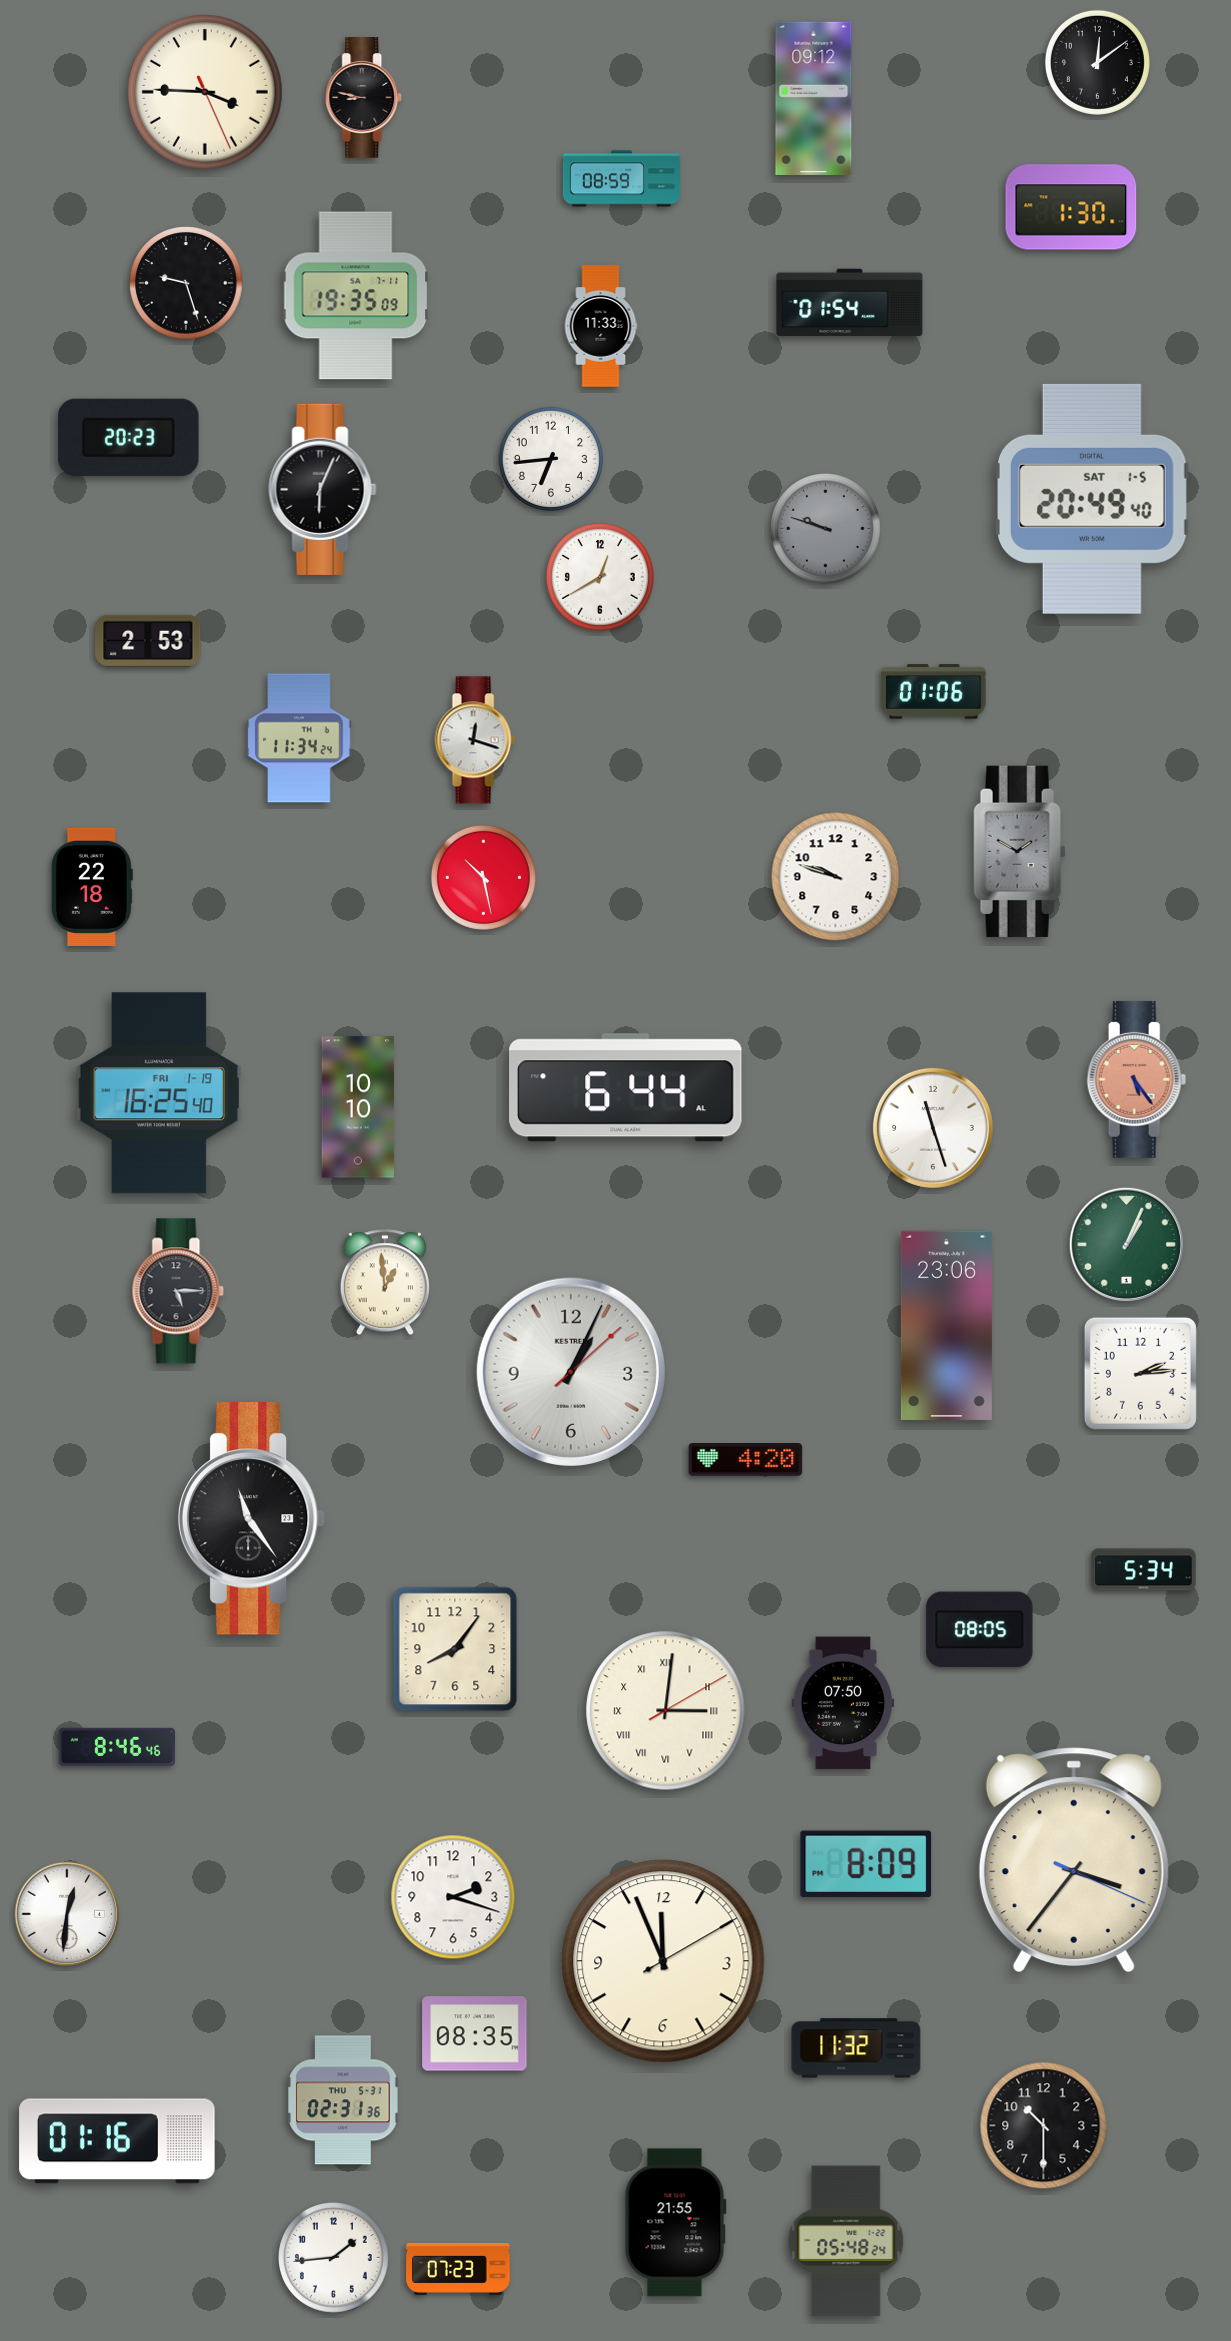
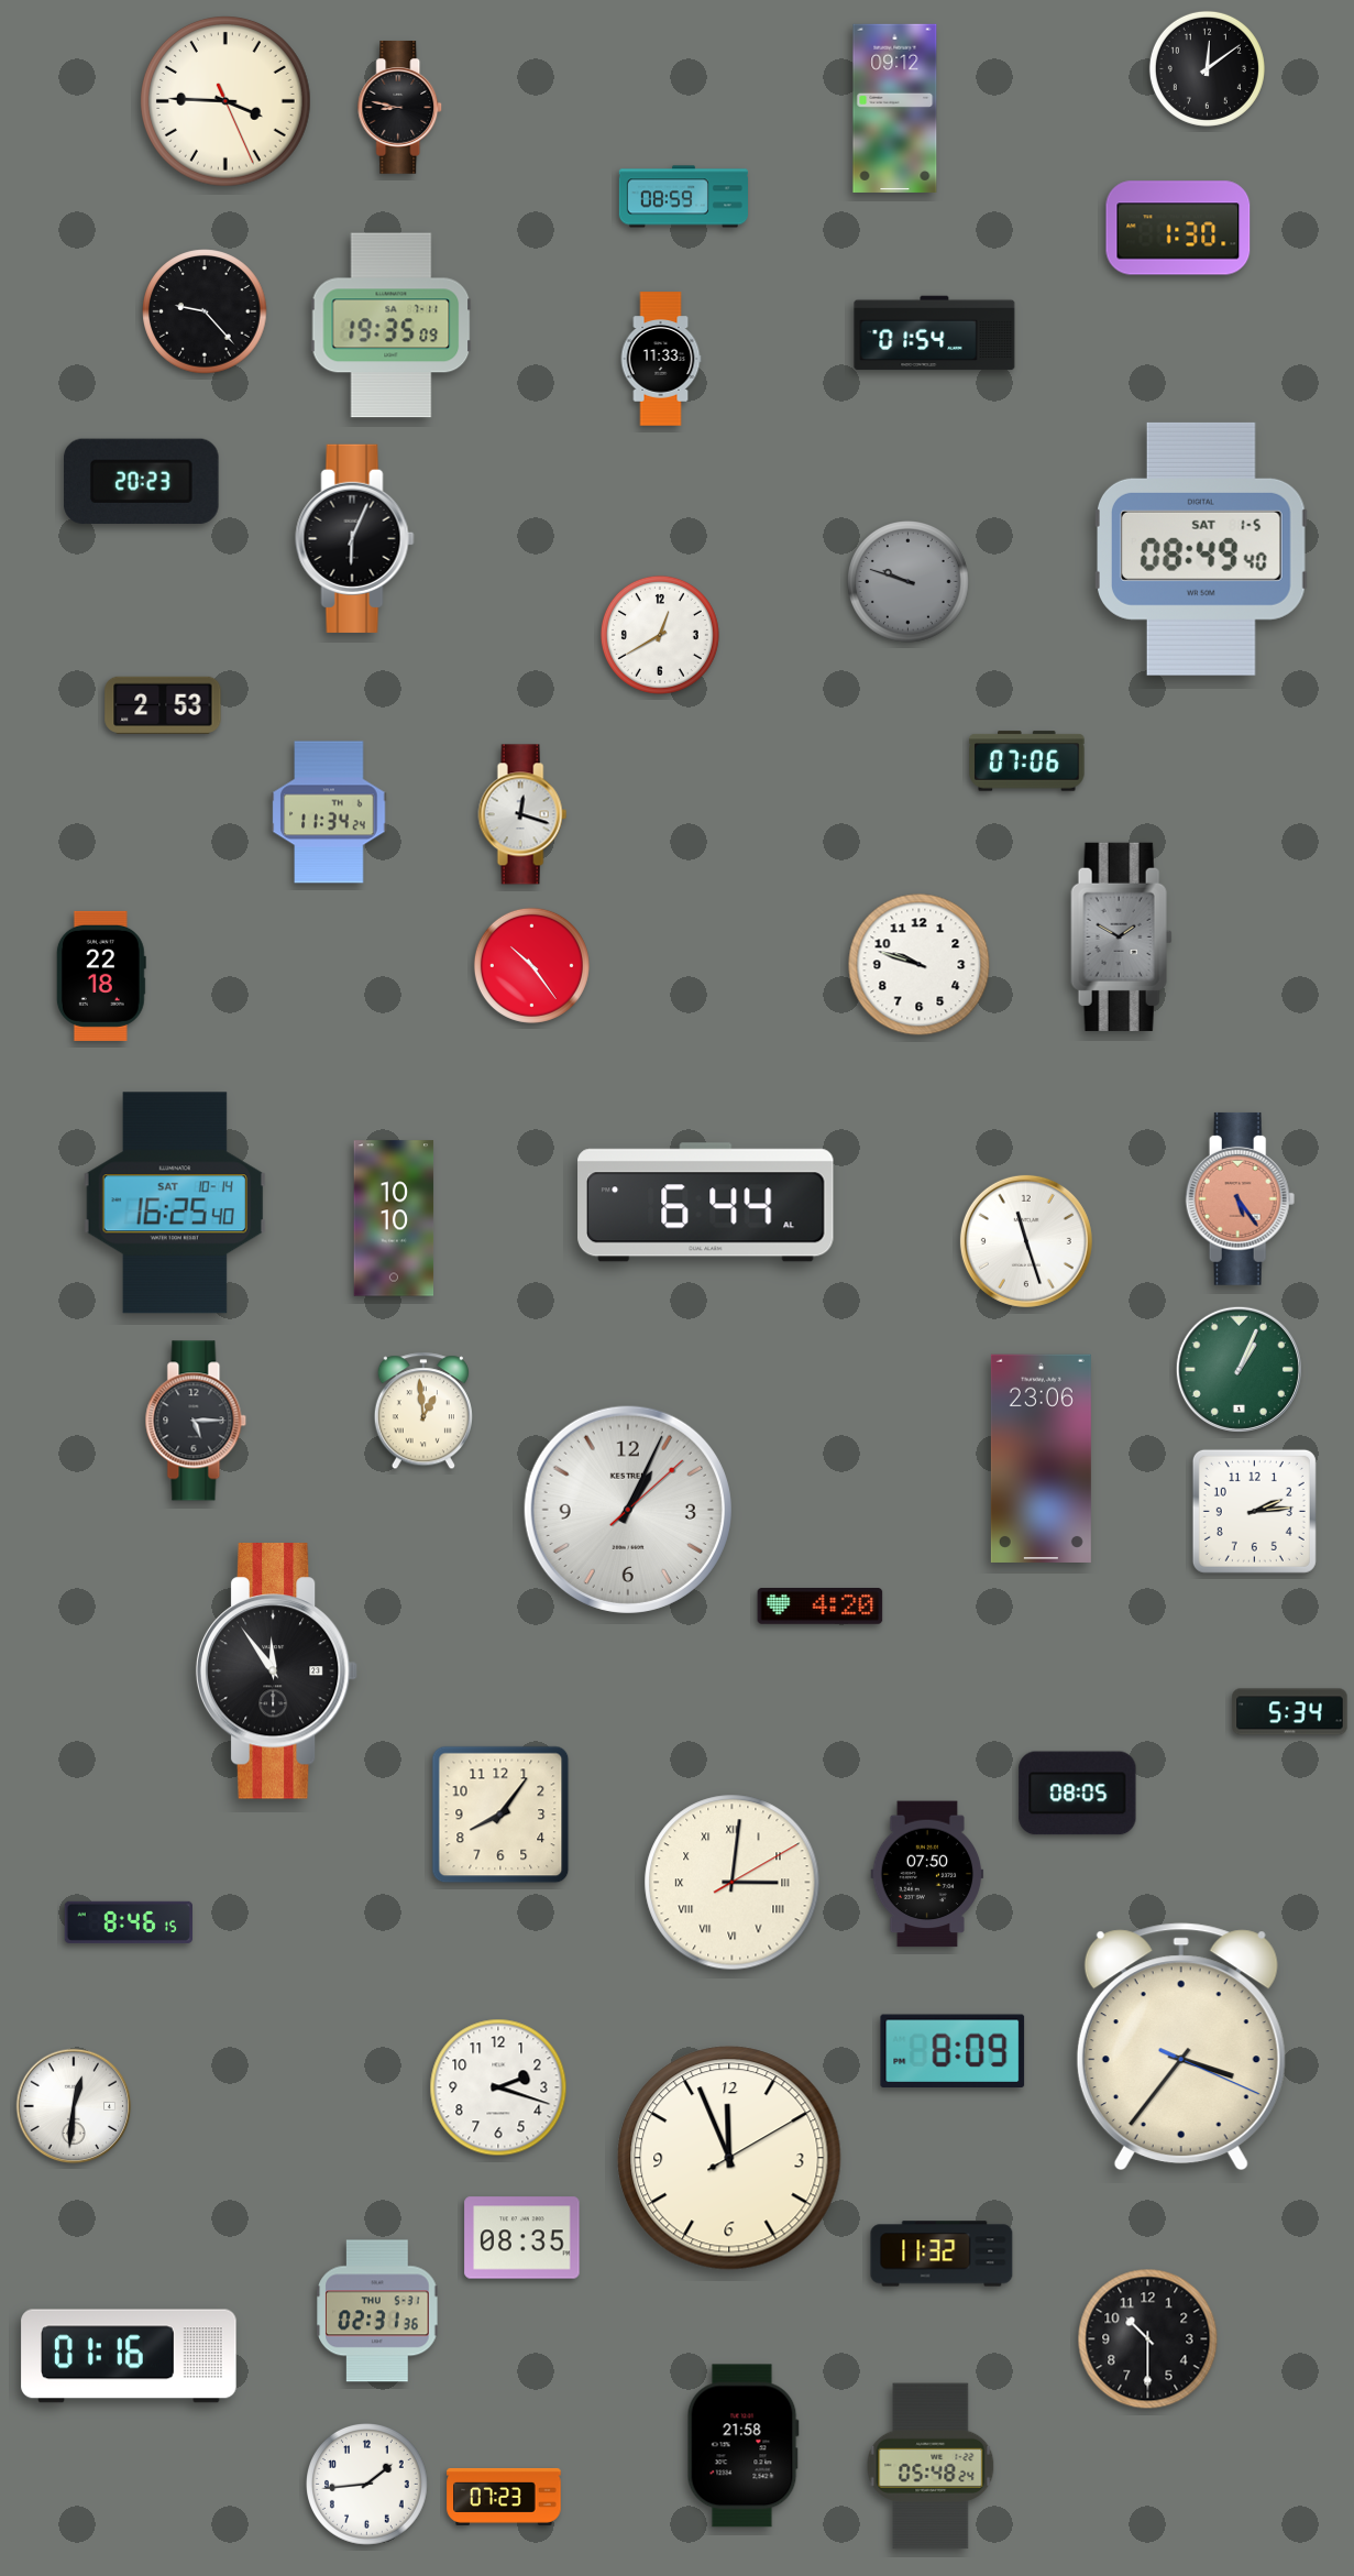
clock at (186, 283): 9:27 -> 9:23
clock at (551, 459): 6:44 -> none
clock at (1093, 499): 20:49 -> 08:49
clock at (934, 692): 01:06 -> 07:06
clock at (483, 877): 10:28 -> 10:24
clock at (1137, 1079) position: (1137, 1079) -> (1241, 1198)
clock at (626, 1088) position: (626, 1088) -> (706, 1203)
clock at (159, 1093) date: FRI 1-19 -> SAT 10-14
clock at (252, 1519): 11:24 -> 11:54
clock at (1144, 1570) position: (1144, 1570) -> (1290, 1712)
clock at (116, 1747): 8:46:46 -> 8:46:15
clock at (675, 2223): 21:55 -> 21:58
